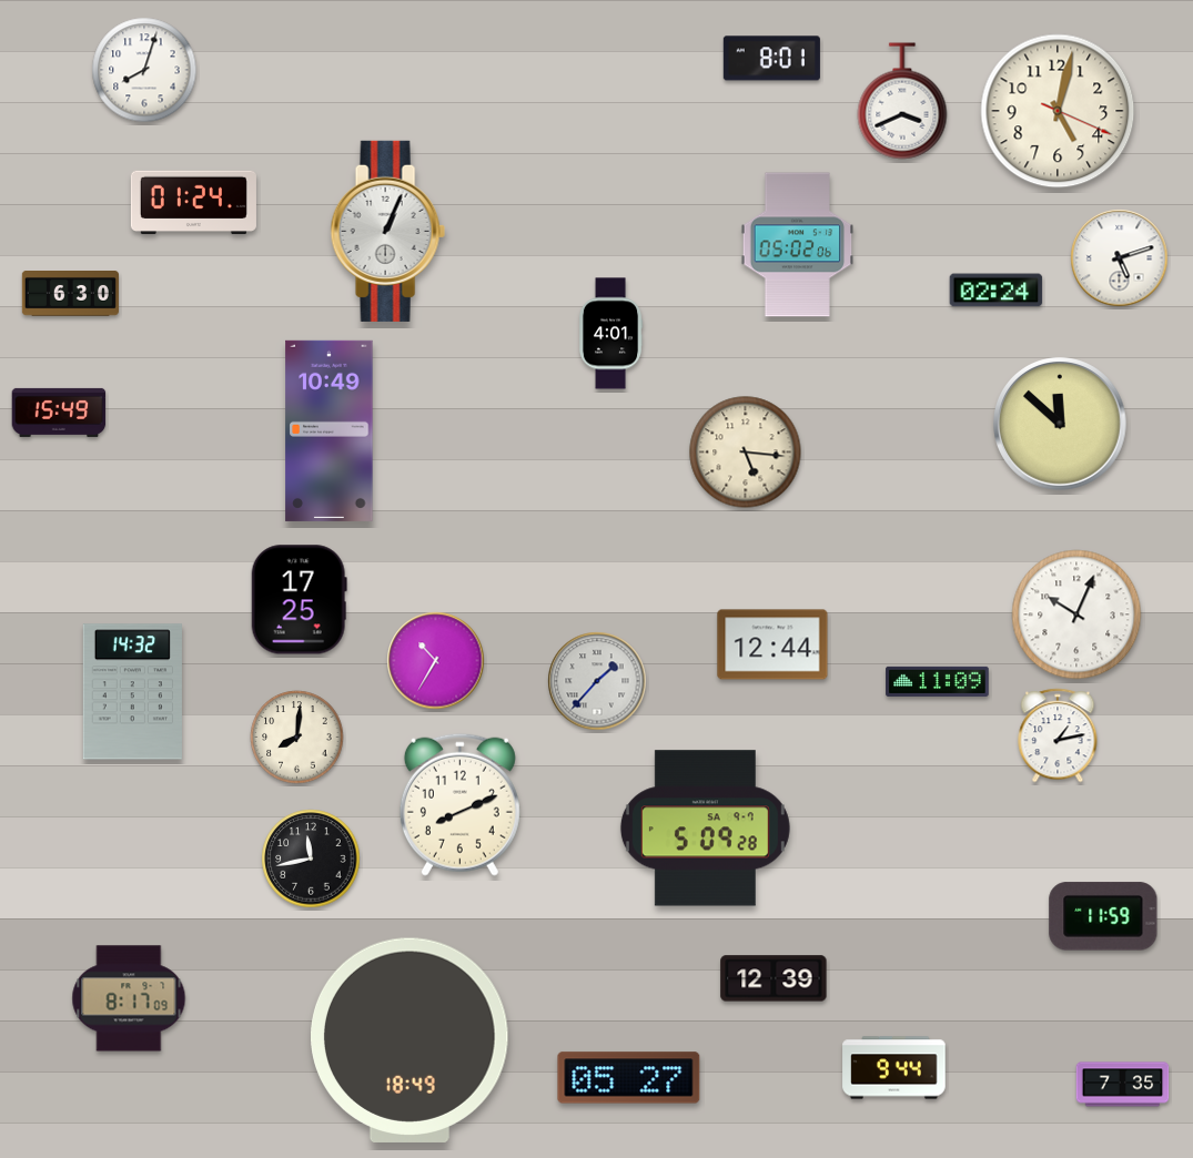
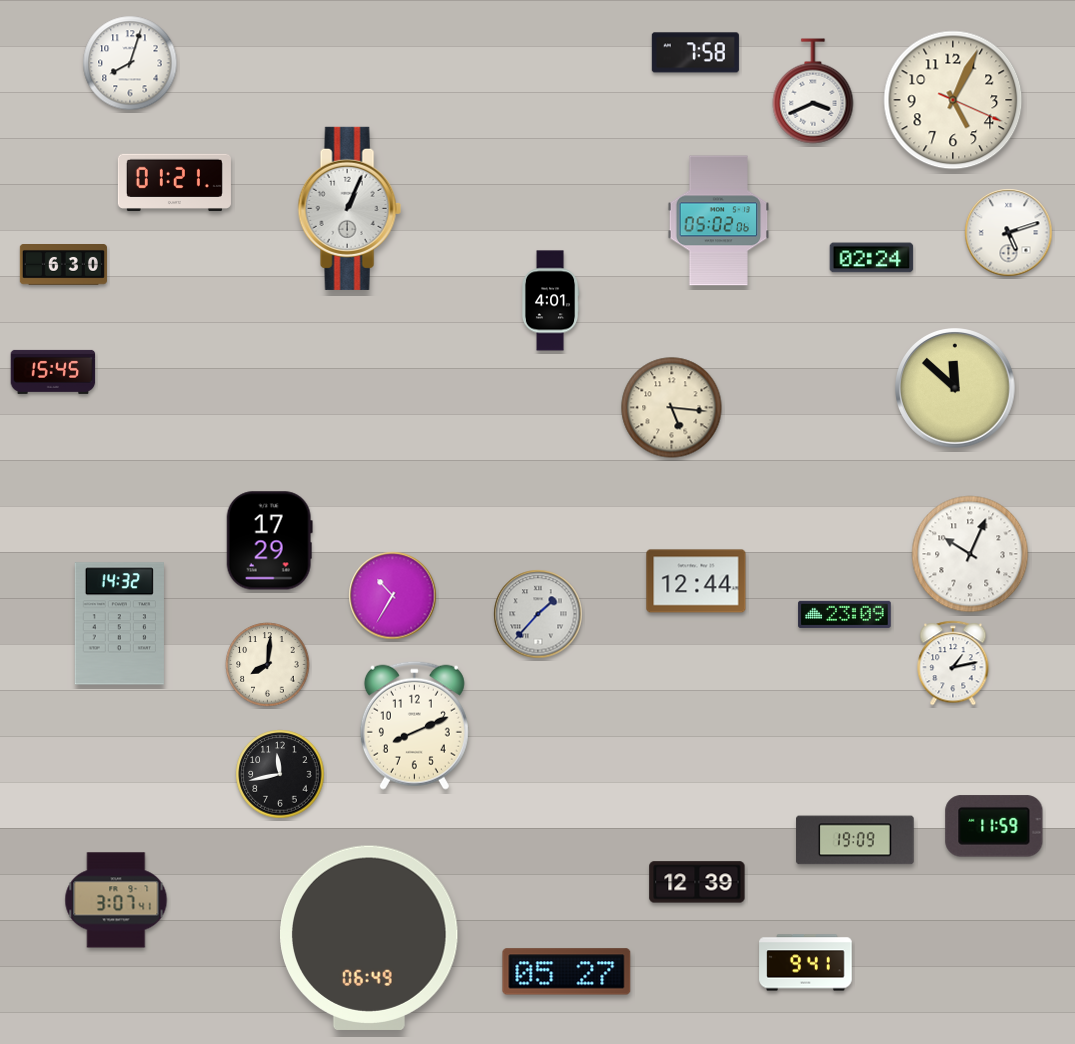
clock at (771, 59): 8:01 -> 7:58
clock at (1058, 111): 5:02 -> 5:04
clock at (193, 203): 01:24 -> 01:21
clock at (997, 291) position: (997, 291) -> (872, 258)
clock at (59, 413): 15:49 -> 15:45
clock at (1060, 424) position: (1060, 424) -> (955, 388)
clock at (330, 430): 10:49 -> none
clock at (299, 600): 17:25 -> 17:29
clock at (938, 681): 11:09 -> 23:09
clock at (705, 829): 5:09 -> none
clock at (855, 840): none -> 19:09
clock at (129, 998): 8:17 -> 3:07
clock at (411, 1040): 18:49 -> 06:49
clock at (894, 1068): 9:44 -> 9:41
clock at (1123, 1085): 7:35 -> none
